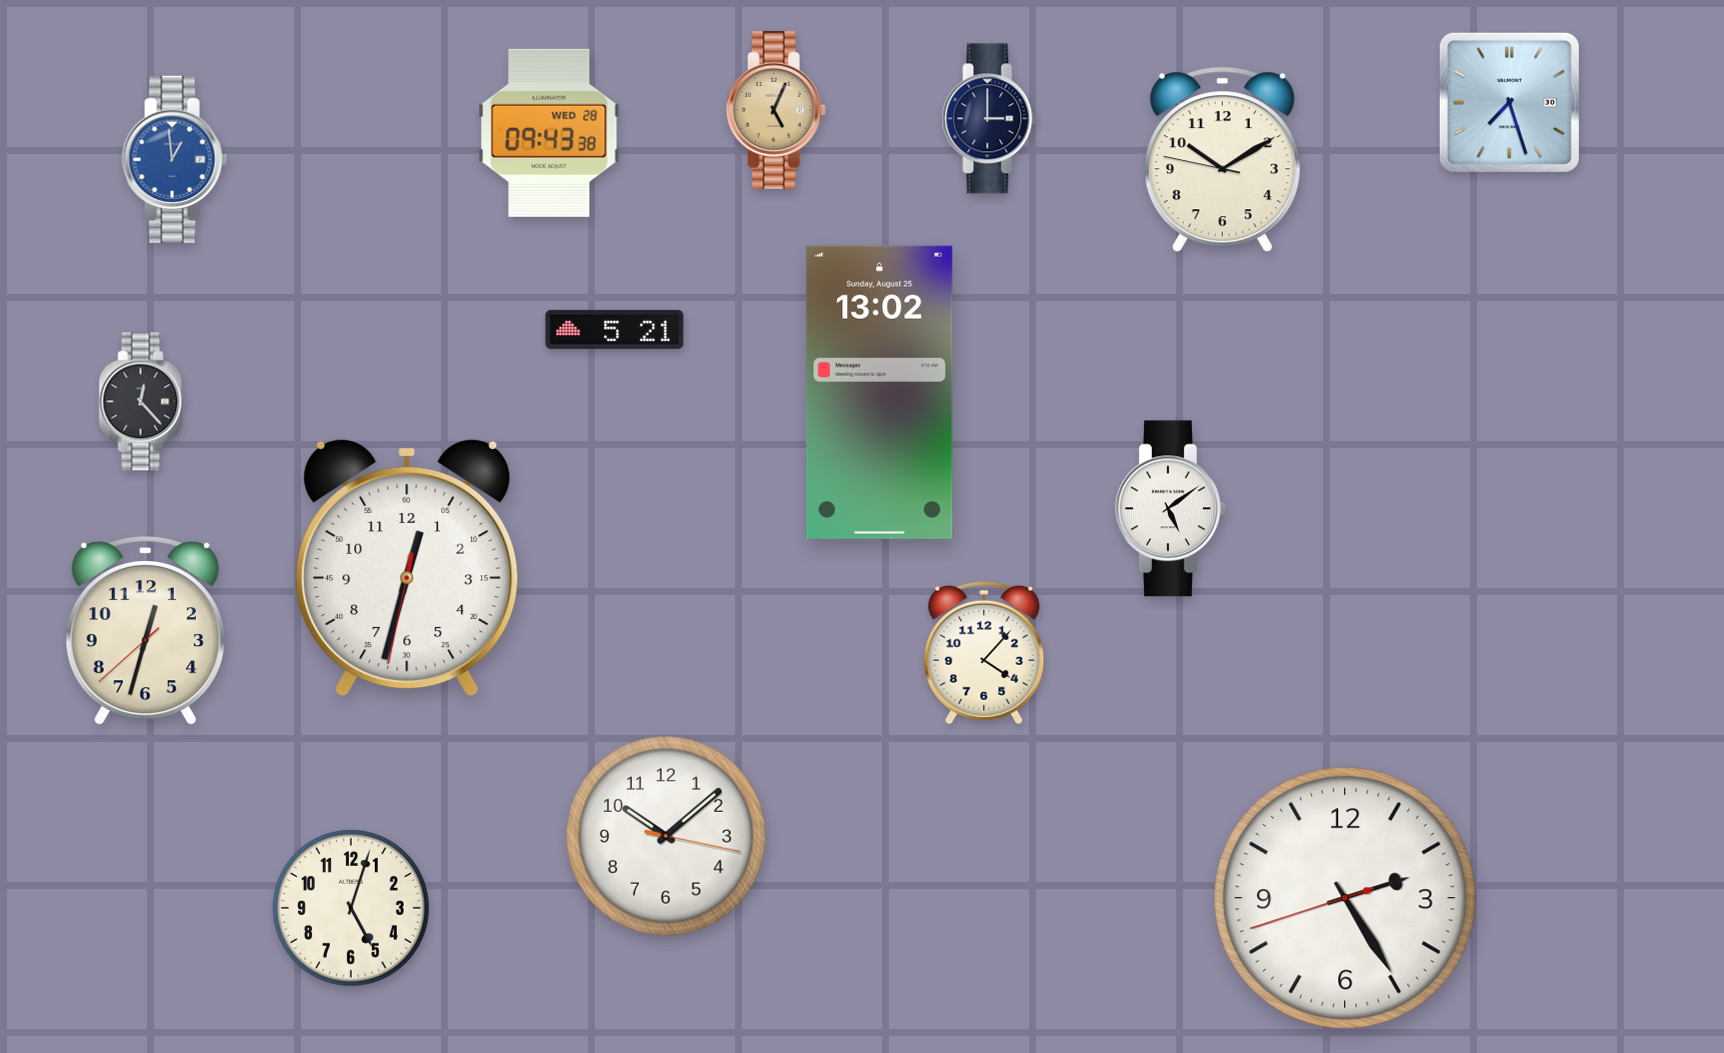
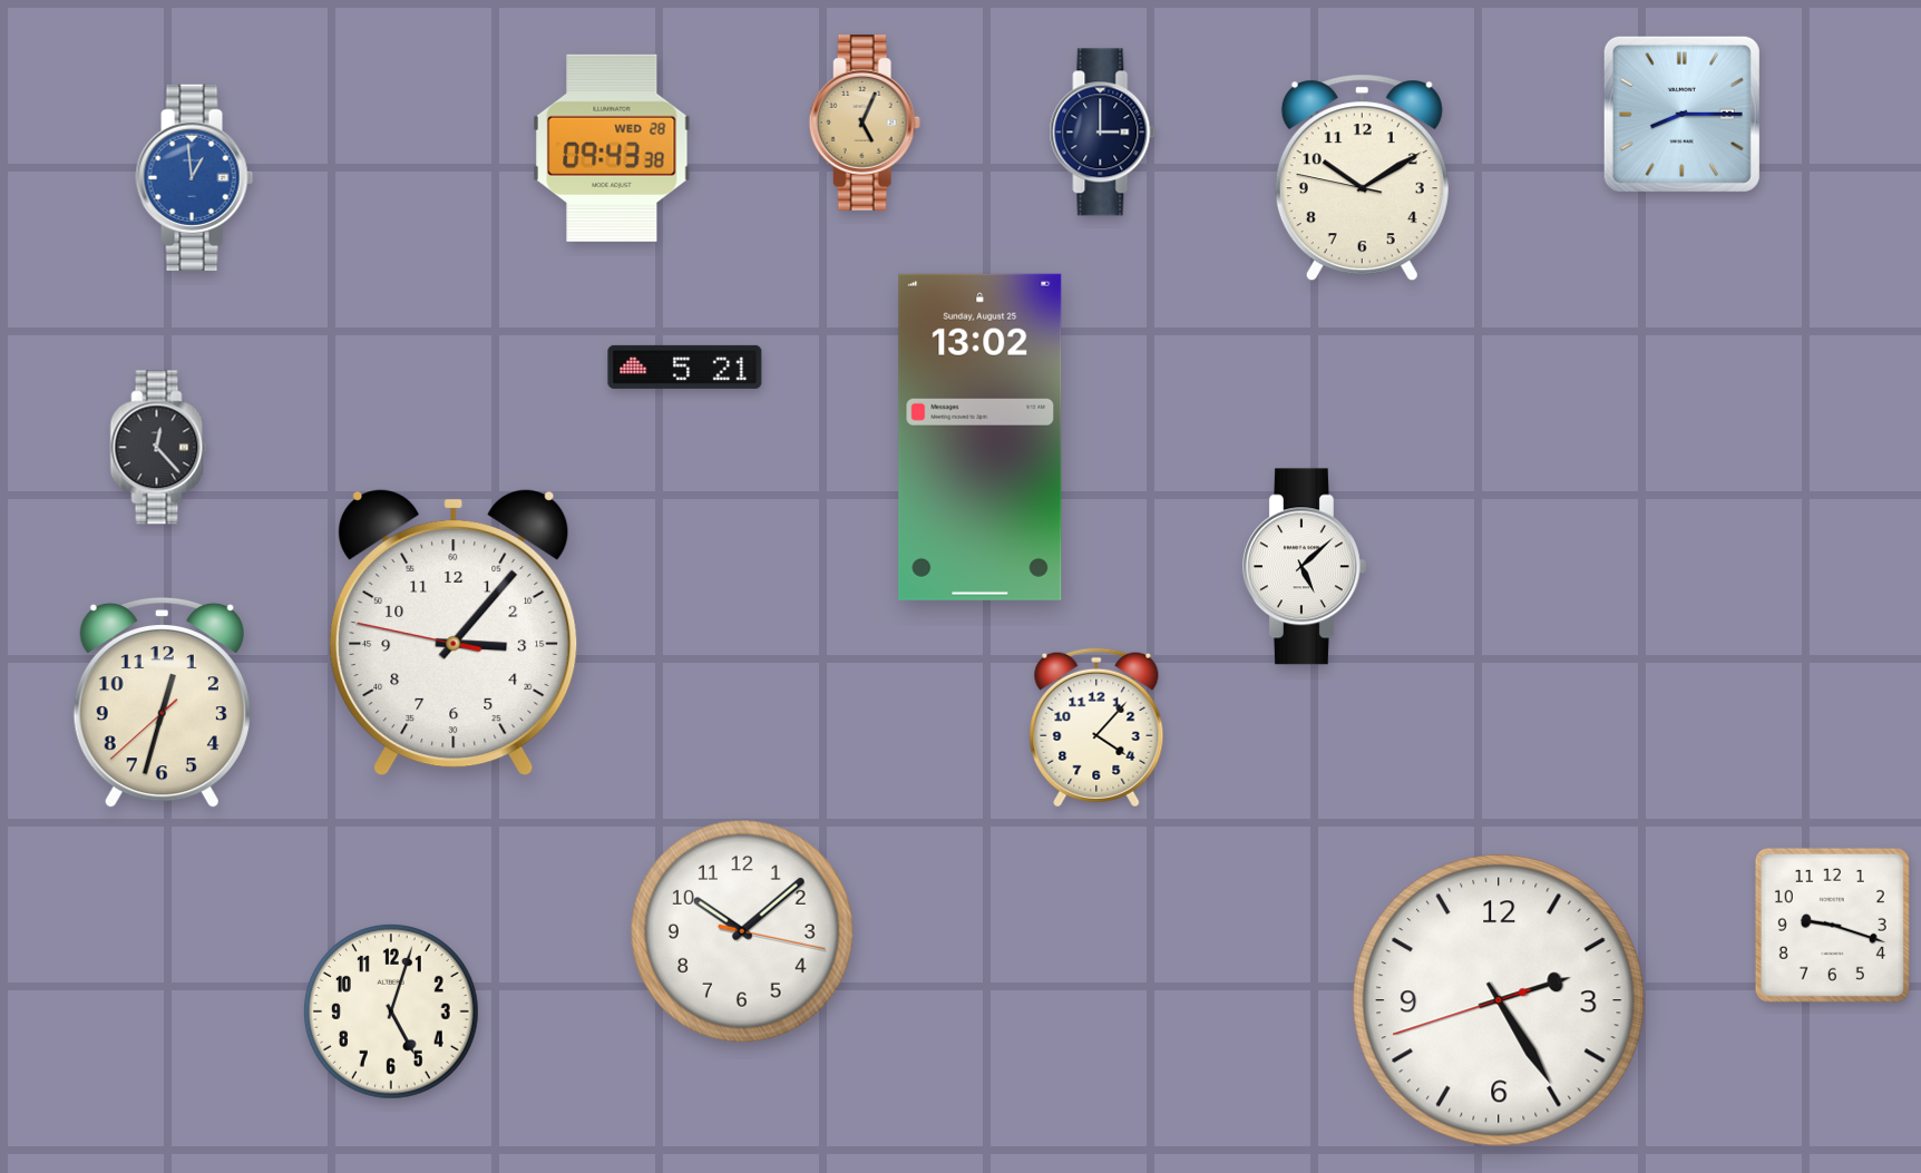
clock at (1509, 102): 7:27 -> 8:15
clock at (1170, 509): 5:09 -> 5:08
clock at (407, 568): 12:32 -> 3:06
clock at (1832, 925): none -> 9:18
